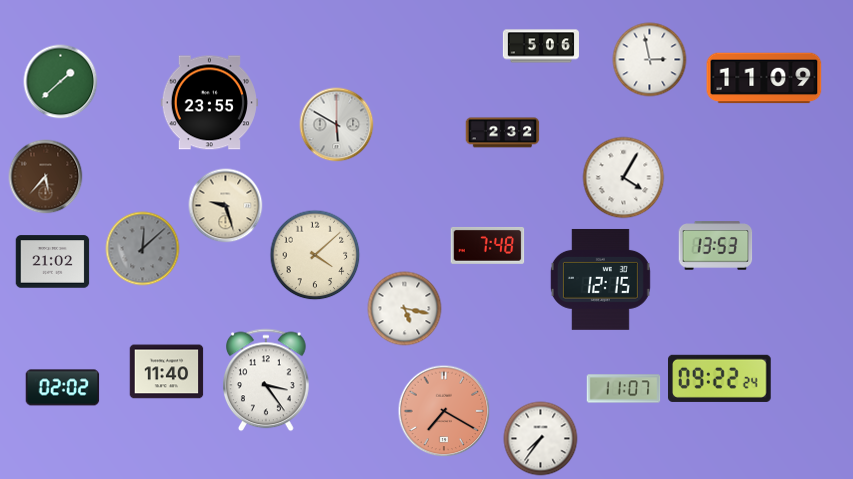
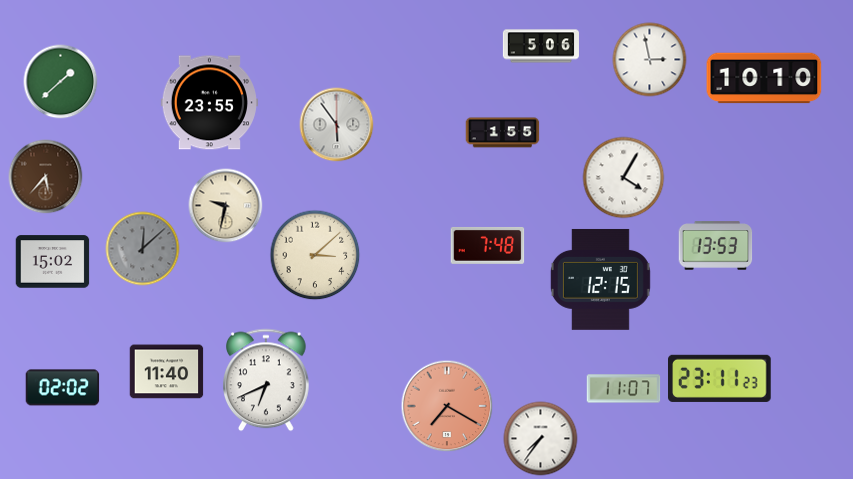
clock at (764, 78): 11:09 -> 10:10
clock at (337, 125): 5:50 -> 5:54
clock at (503, 133): 2:32 -> 1:55
clock at (226, 206): 9:27 -> 9:32
clock at (315, 255): 4:08 -> 3:08
clock at (53, 262): 21:02 -> 15:02
clock at (405, 309): 5:17 -> none
clock at (720, 378): 09:22 -> 23:11
clock at (267, 380): 3:24 -> 6:41
clock at (444, 411) position: (444, 411) -> (447, 406)
